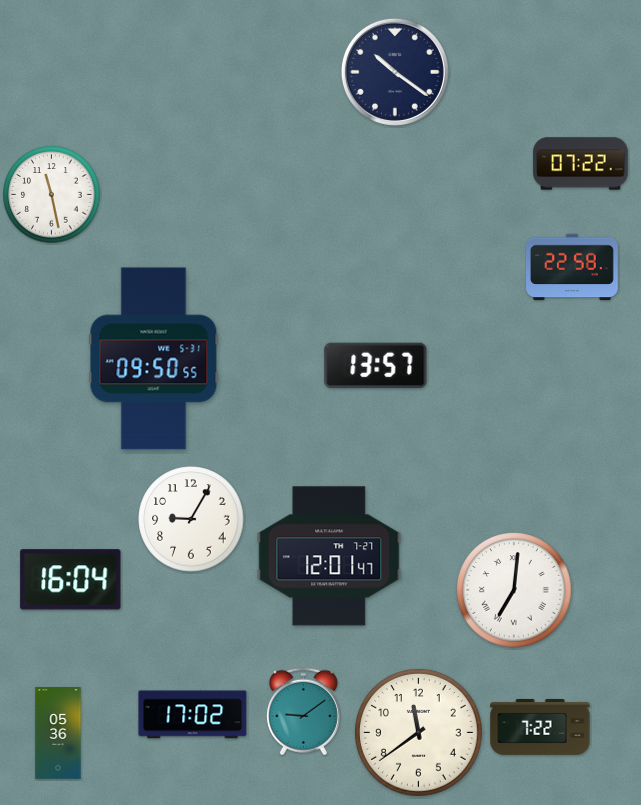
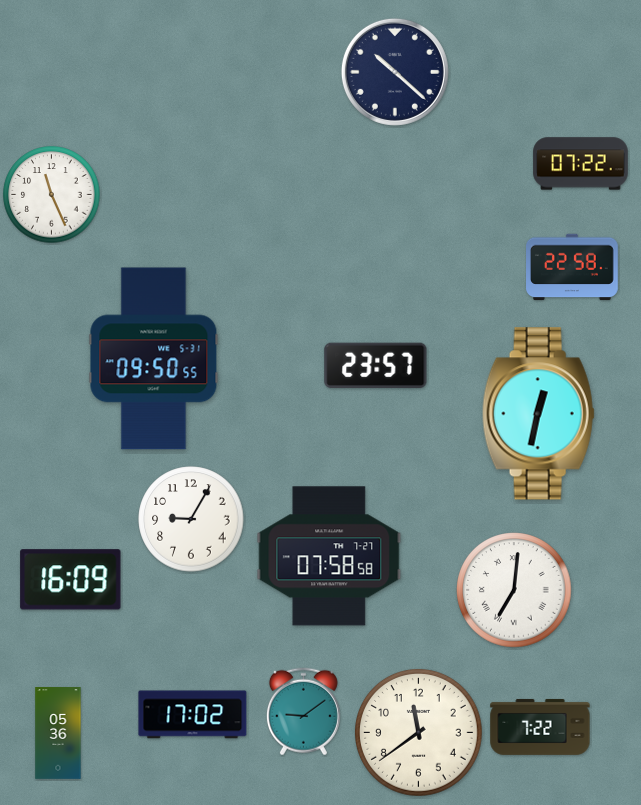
clock at (395, 72): 10:21 -> 10:22
clock at (52, 195): 11:28 -> 11:26
clock at (376, 366): 13:57 -> 23:57
clock at (538, 414): none -> 12:32
clock at (329, 556): 12:01 -> 07:58
clock at (71, 580): 16:04 -> 16:09
